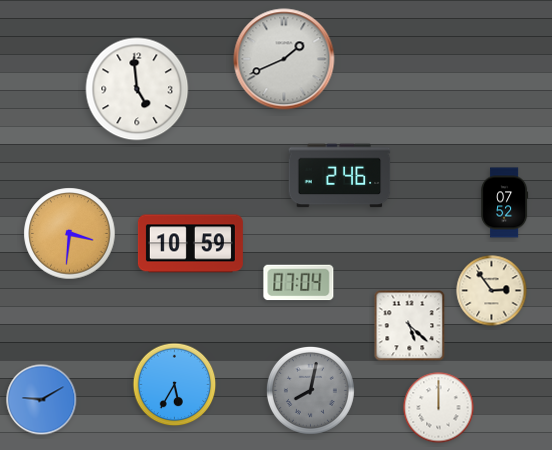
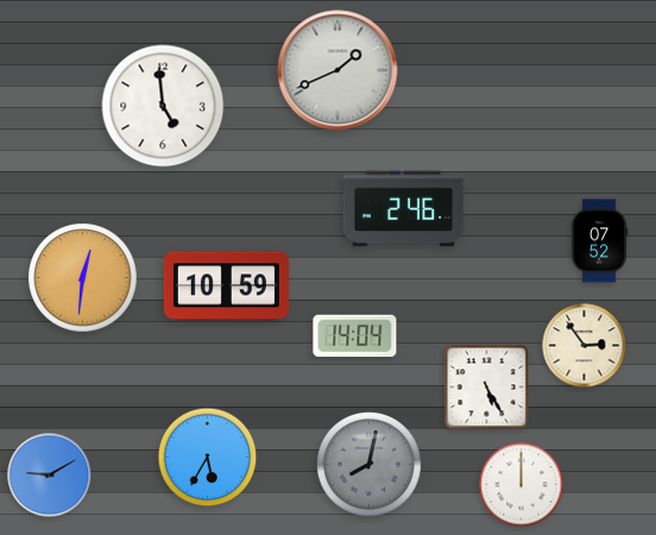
clock at (70, 234): 3:31 -> 12:31
clock at (190, 244) position: (190, 244) -> (226, 287)
clock at (299, 283): 07:04 -> 14:04
clock at (410, 326): 5:22 -> 5:25
